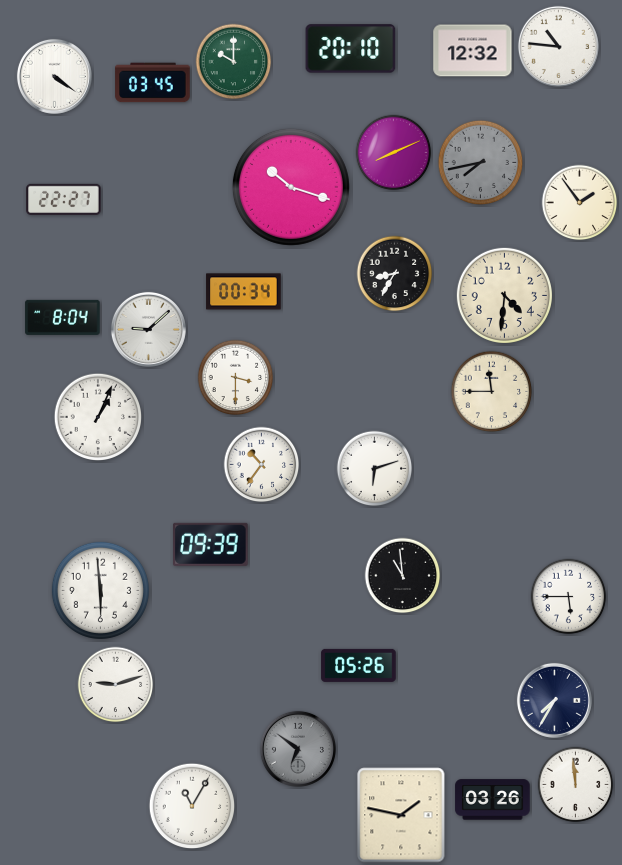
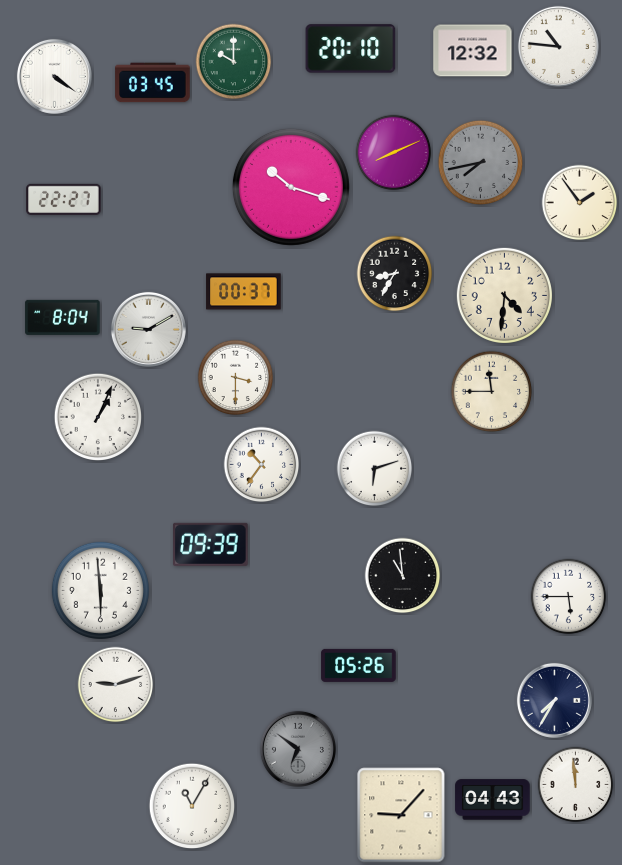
clock at (244, 292): 00:34 -> 00:37
clock at (148, 329): 9:08 -> 9:10
clock at (493, 800): 03:26 -> 04:43
clock at (401, 815): 1:47 -> 9:07
